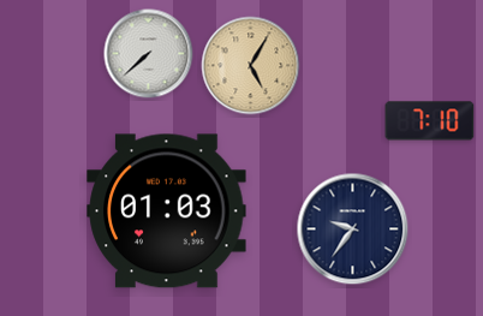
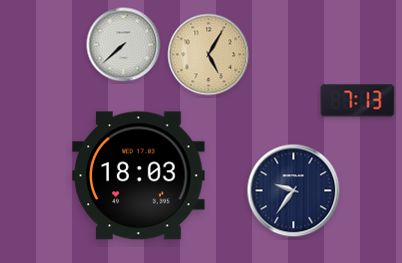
clock at (430, 121): 7:10 -> 7:13
clock at (167, 211): 01:03 -> 18:03
